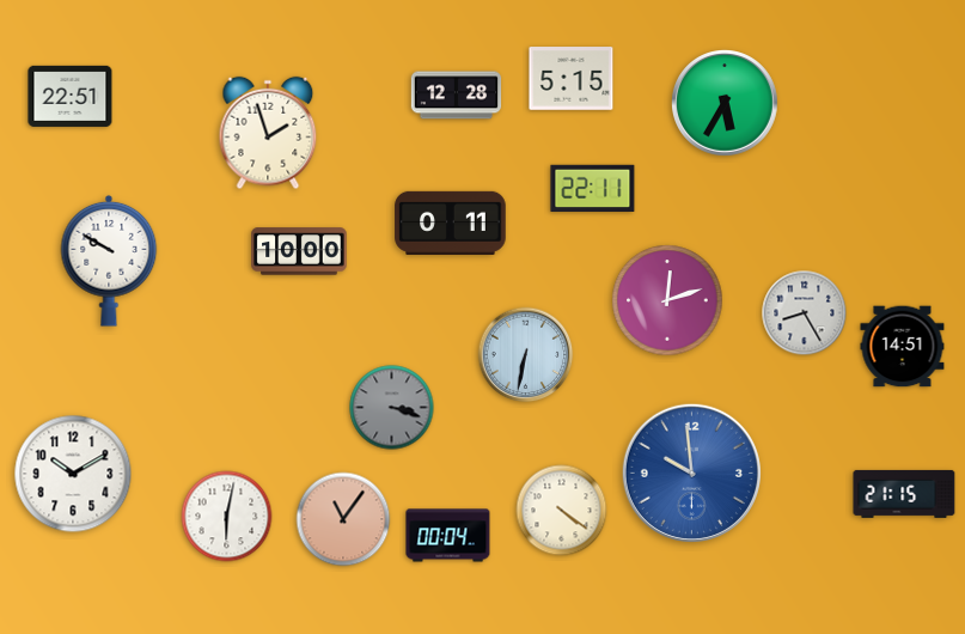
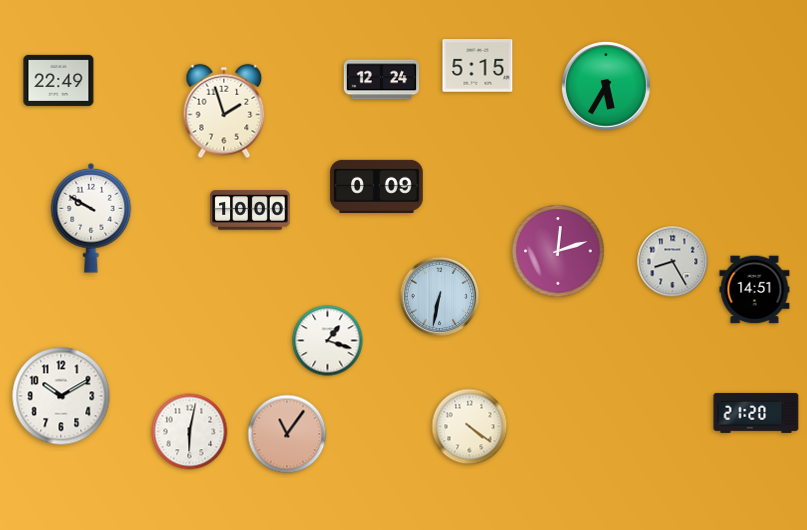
clock at (71, 96): 22:51 -> 22:49
clock at (457, 96): 12:28 -> 12:24
clock at (593, 188): 22:11 -> none
clock at (451, 222): 0:11 -> 0:09
clock at (392, 408): 3:18 -> 1:18
clock at (392, 408) dial: grey -> white
clock at (691, 473): 9:59 -> none
clock at (904, 494): 21:15 -> 21:20
clock at (448, 536): 00:04 -> none
